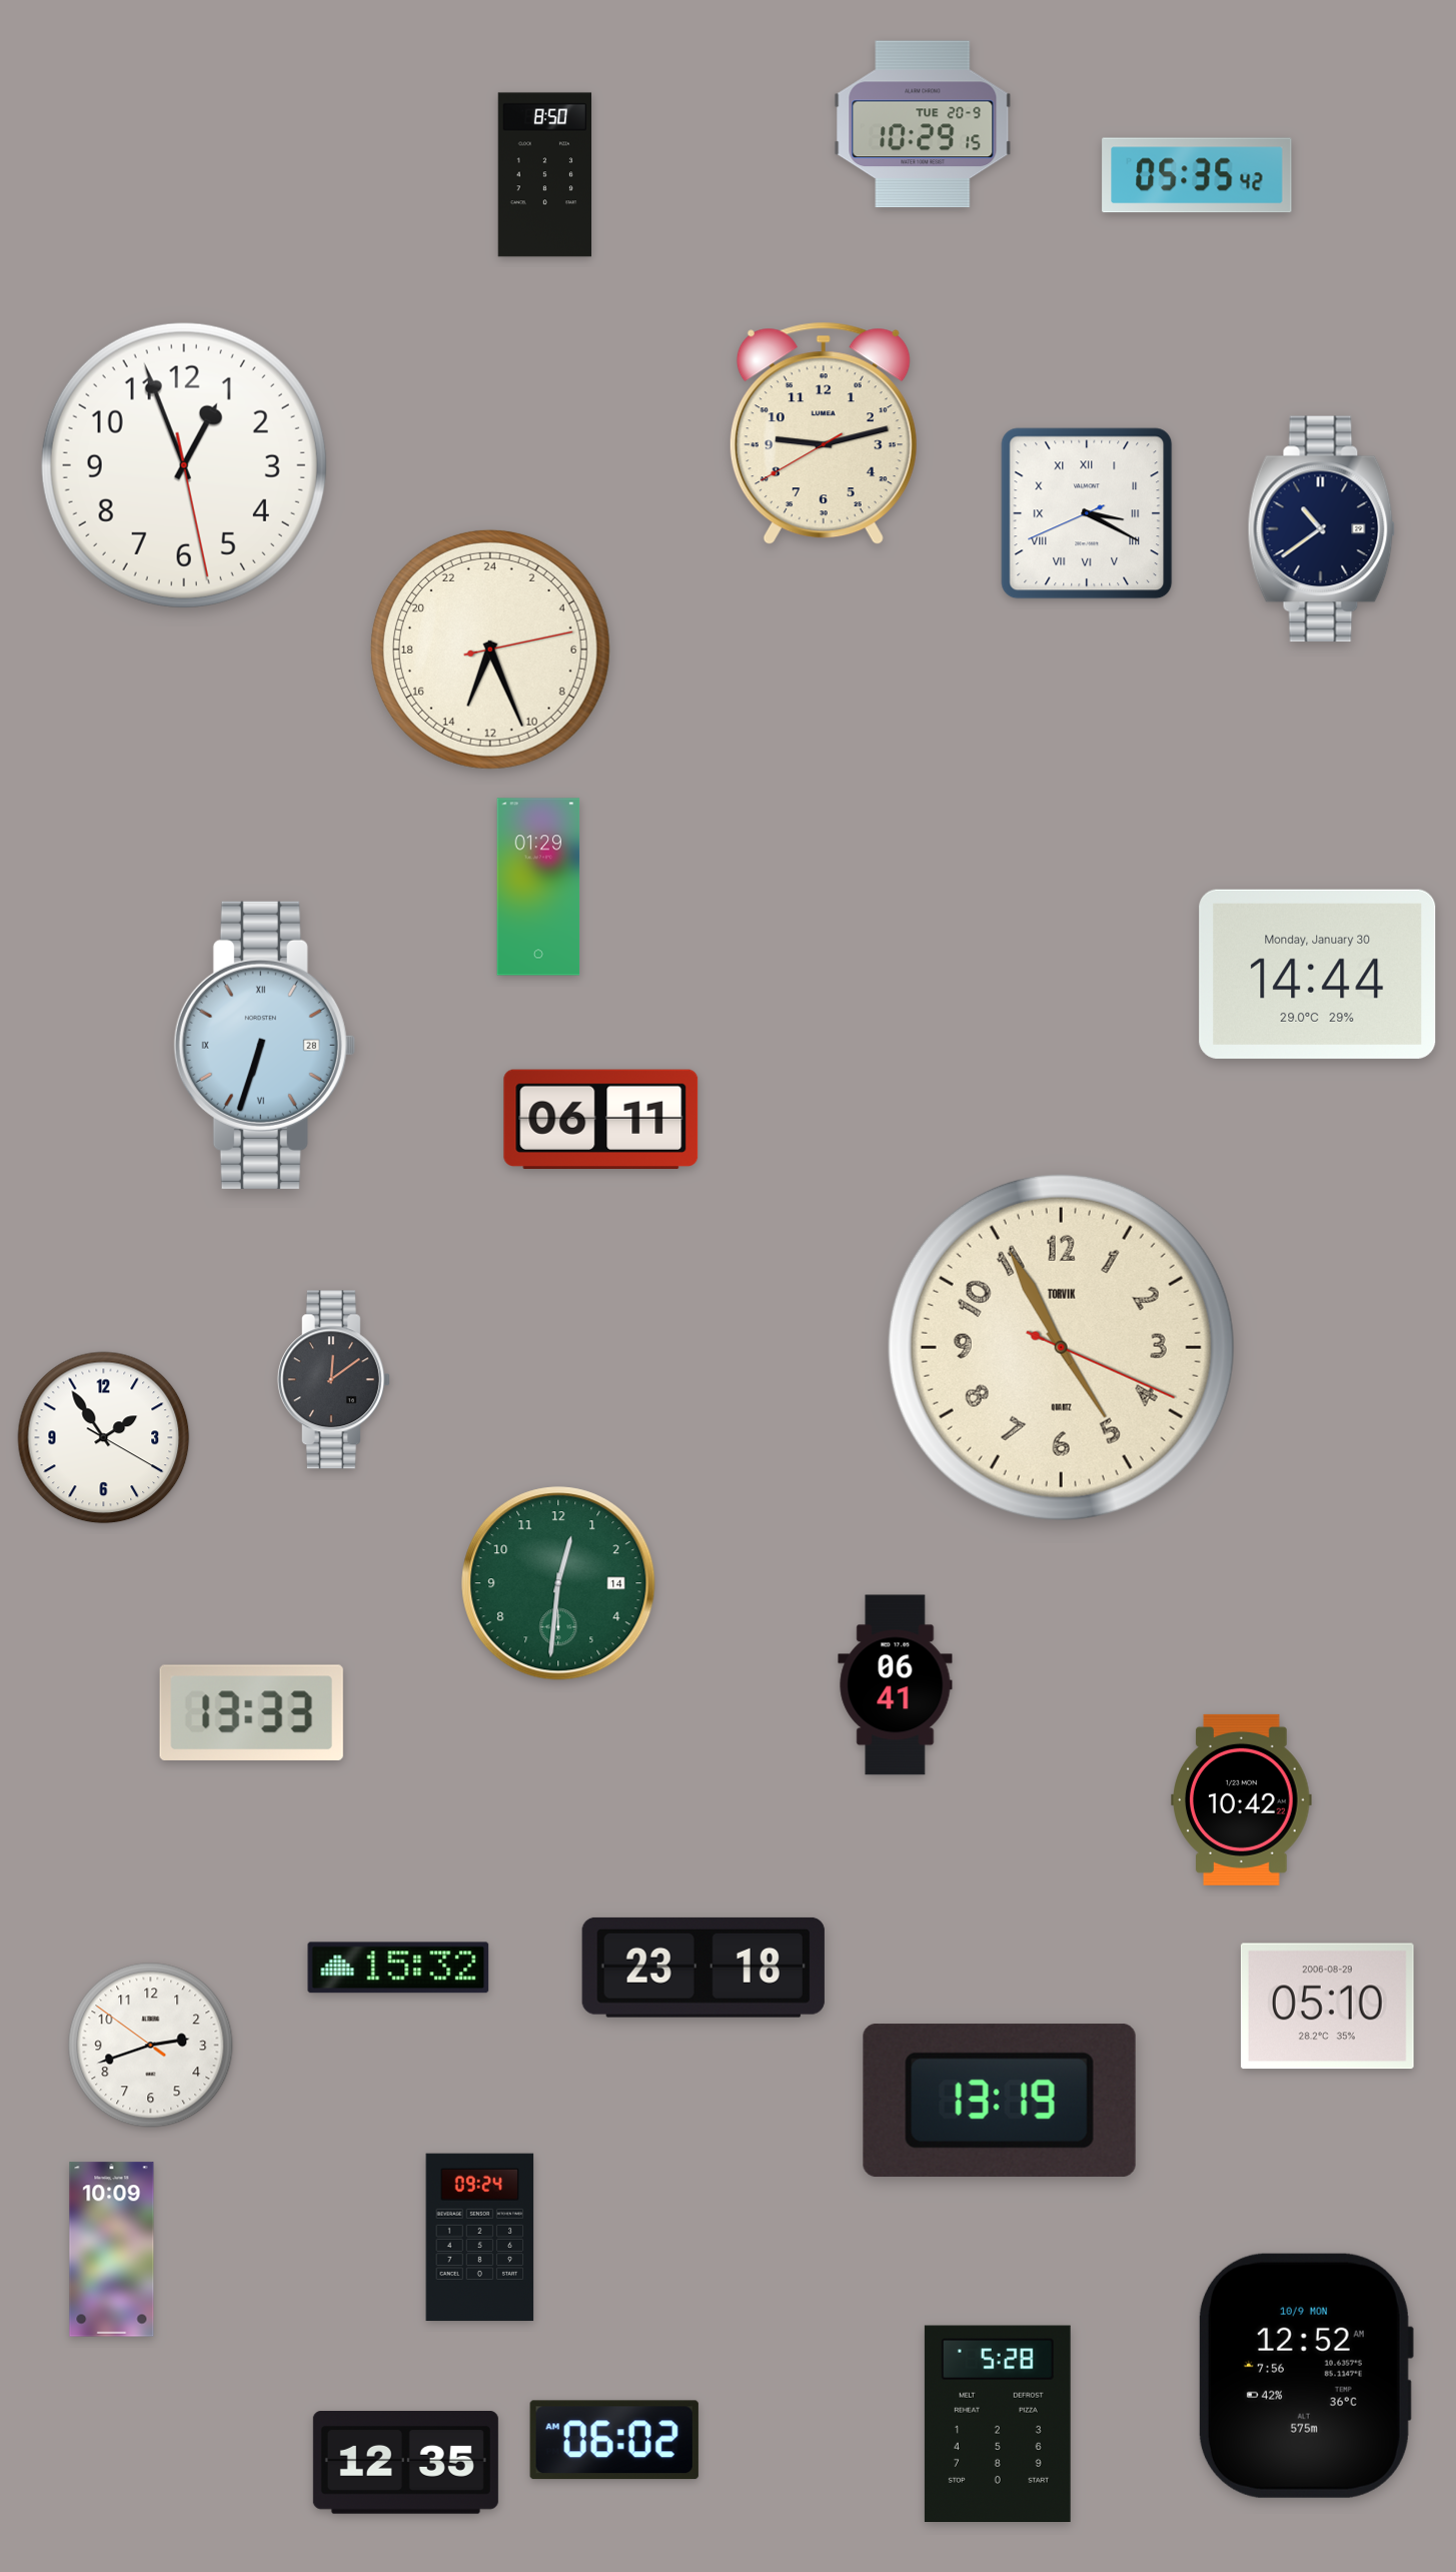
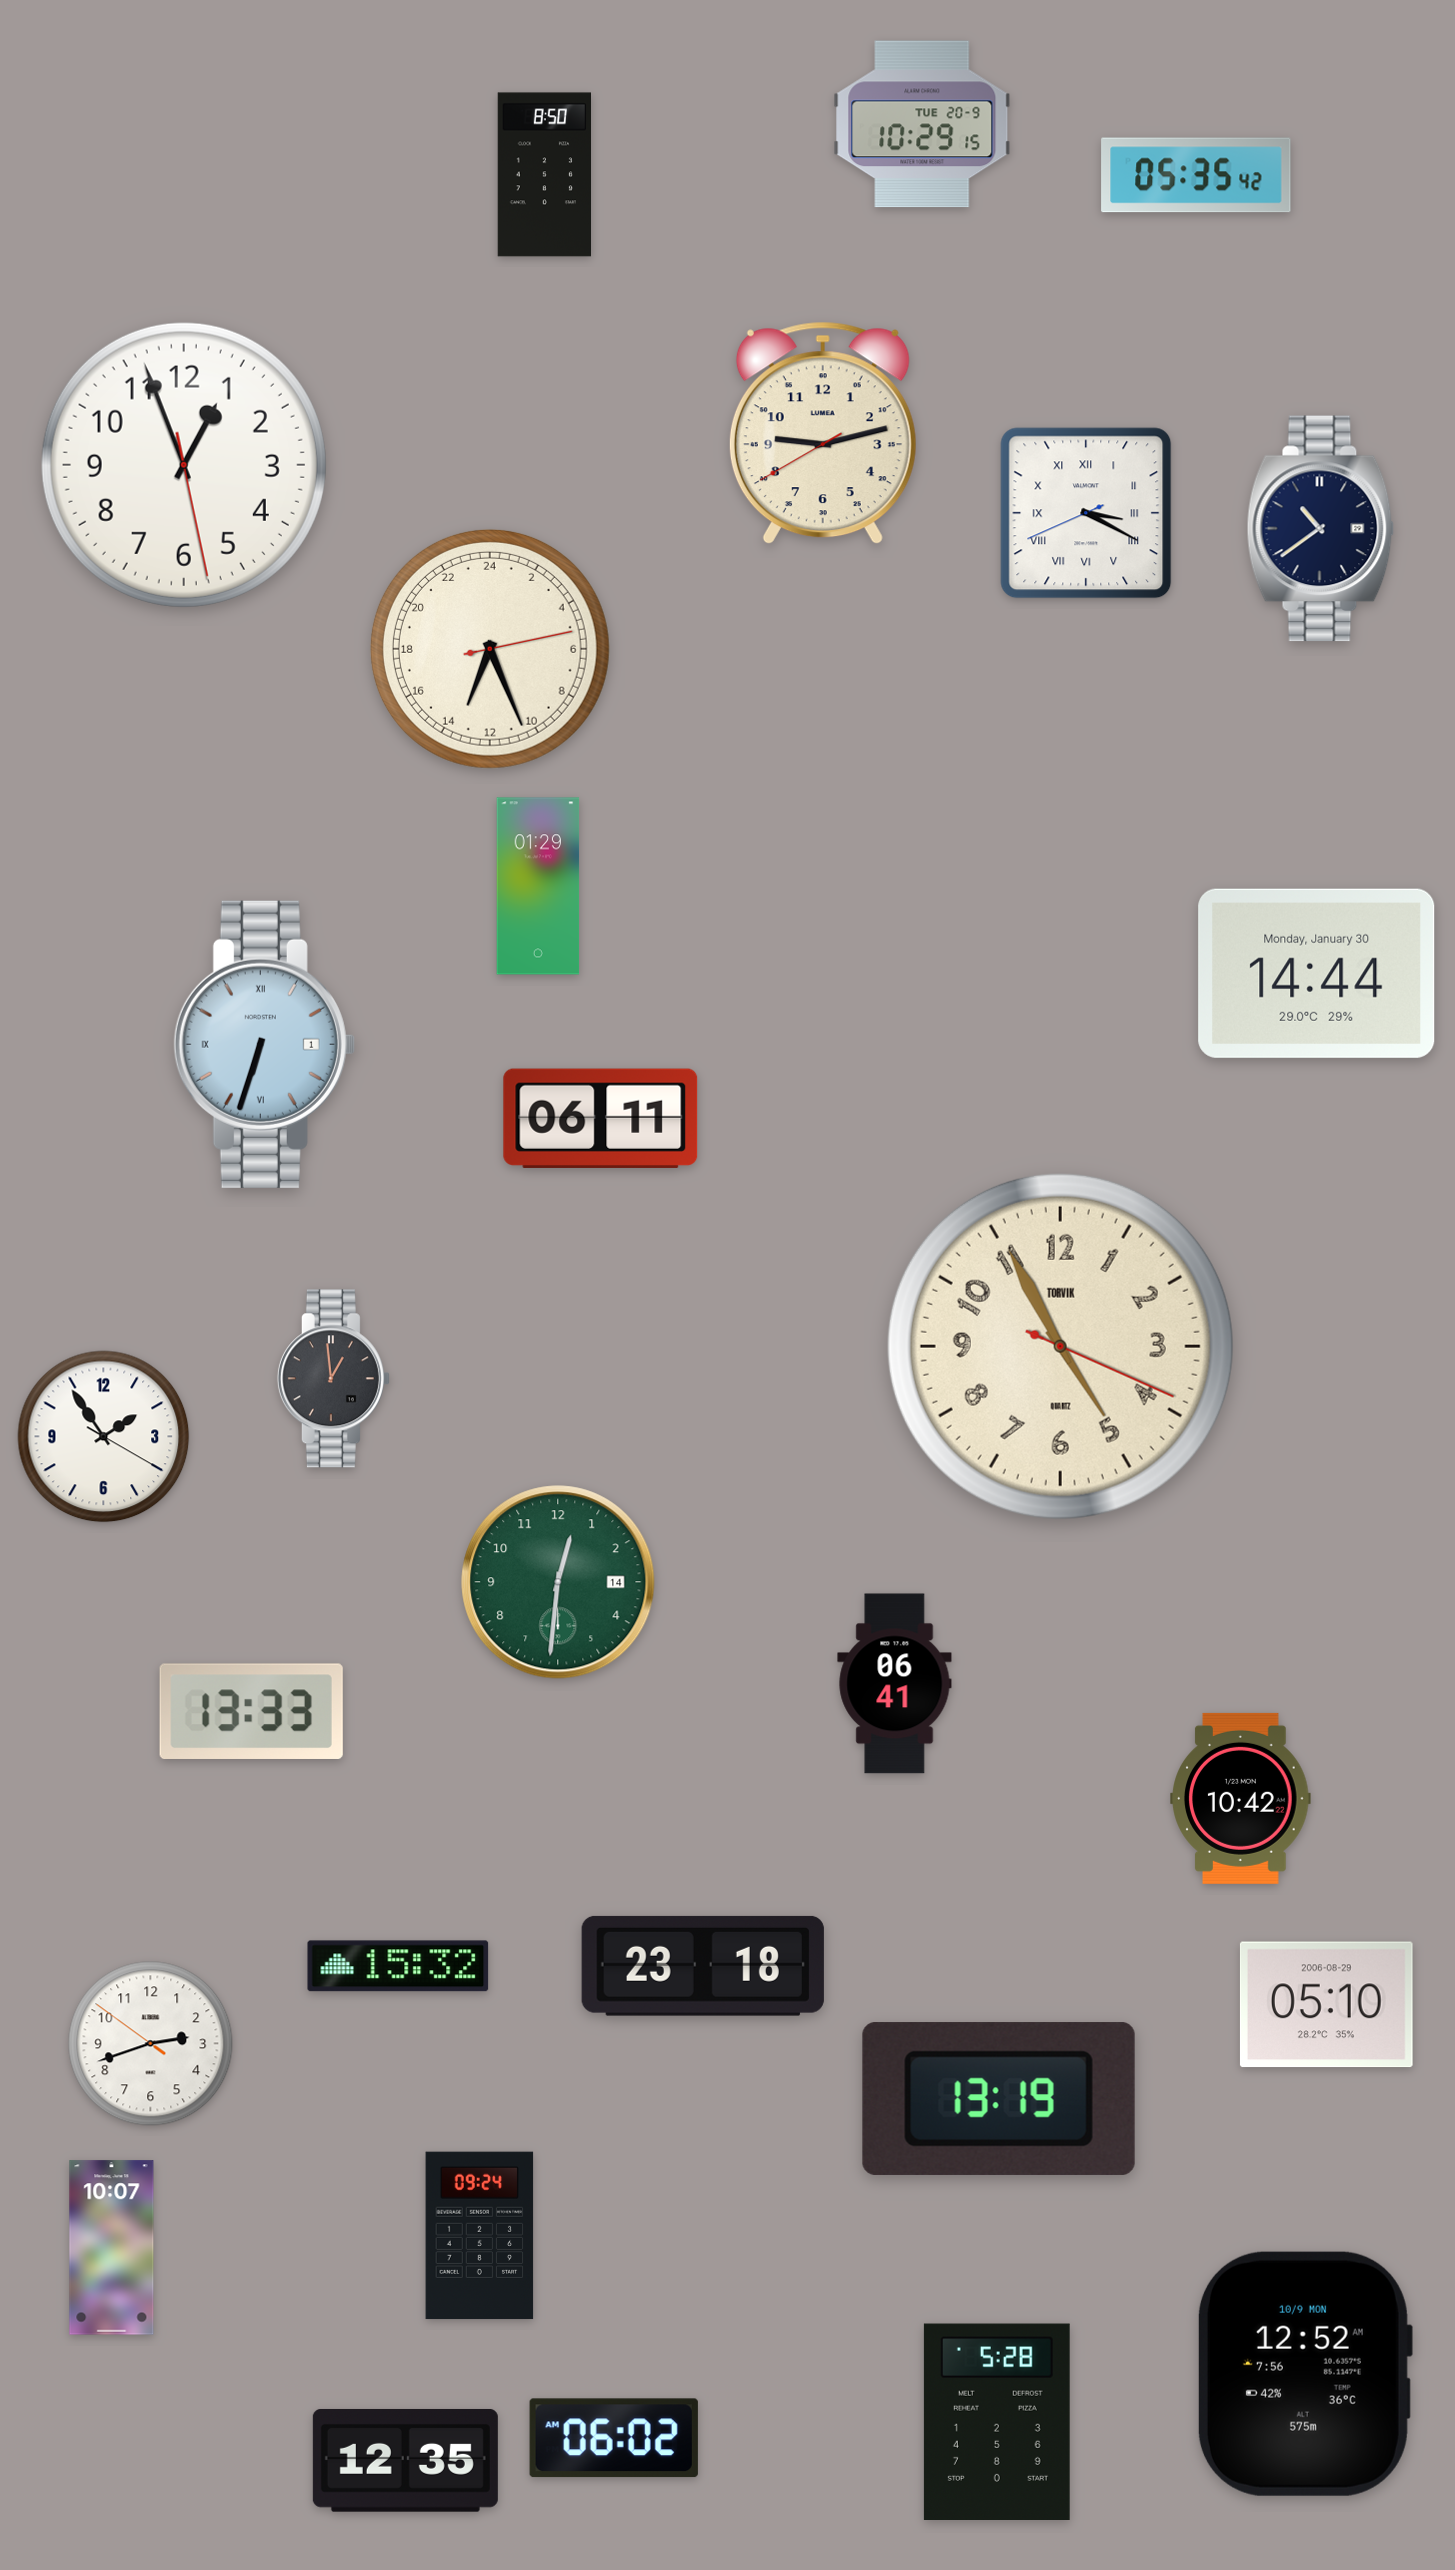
clock at (264, 1045) date: 28 -> 1
clock at (333, 1380): 12:09 -> 12:59
clock at (112, 2250): 10:09 -> 10:07
